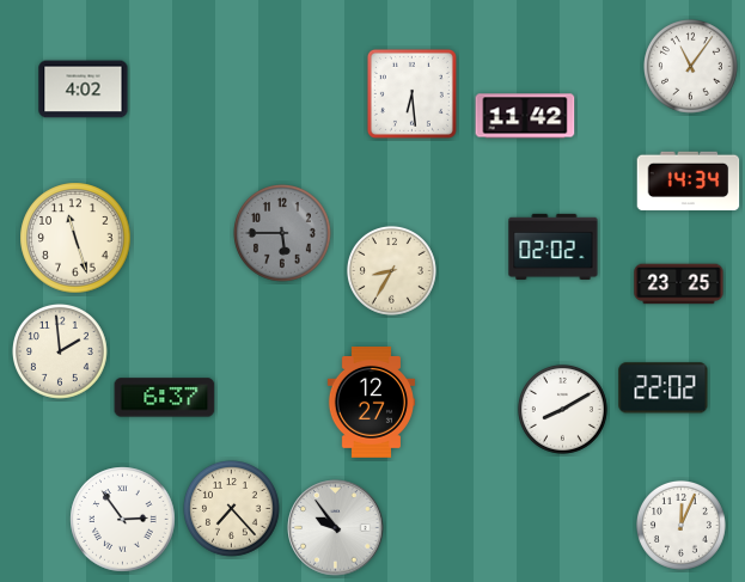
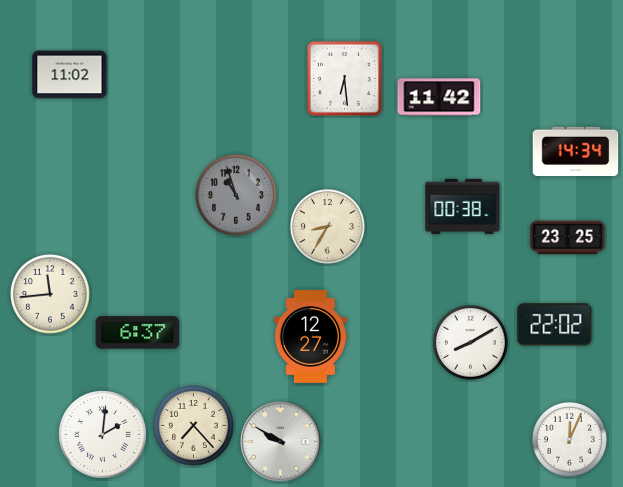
clock at (691, 67): 11:06 -> none
clock at (84, 90): 4:02 -> 11:02
clock at (283, 234): 5:45 -> 10:57
clock at (75, 238): 11:27 -> none
clock at (554, 246): 02:02 -> 00:38
clock at (61, 353): 1:59 -> 11:44
clock at (123, 520): 2:54 -> 2:01
clock at (336, 528): 9:54 -> 9:50
